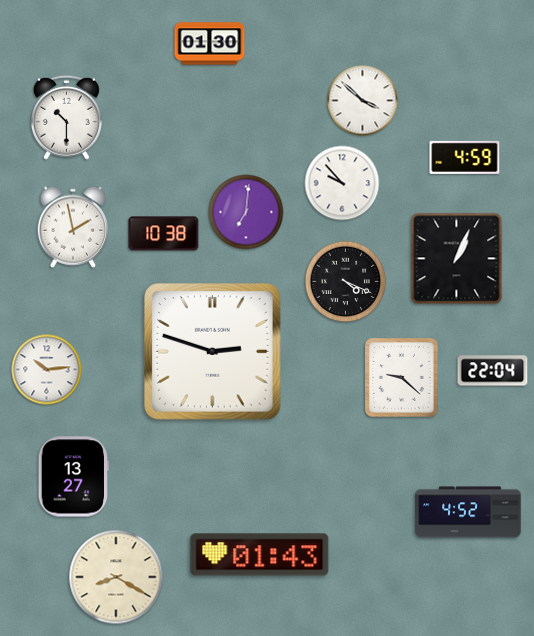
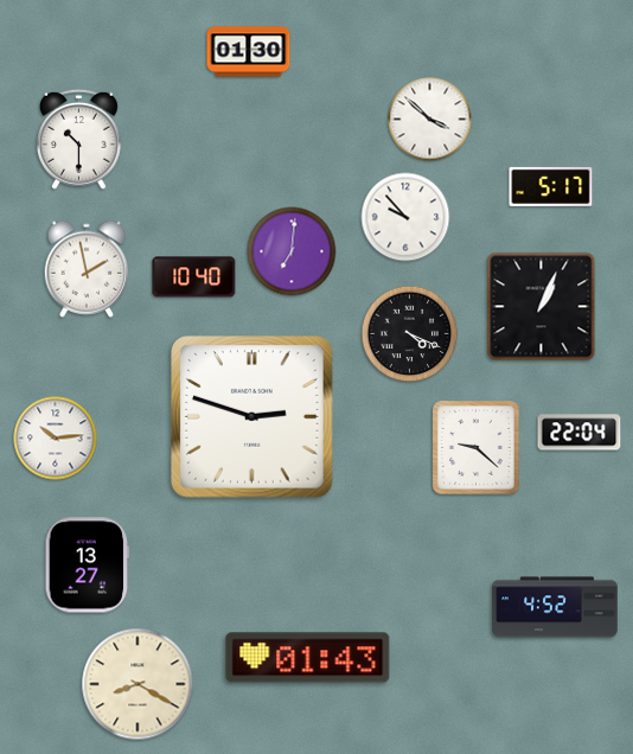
clock at (465, 157): 4:59 -> 5:17
clock at (164, 234): 10:38 -> 10:40
clock at (493, 371) position: (493, 371) -> (580, 433)
